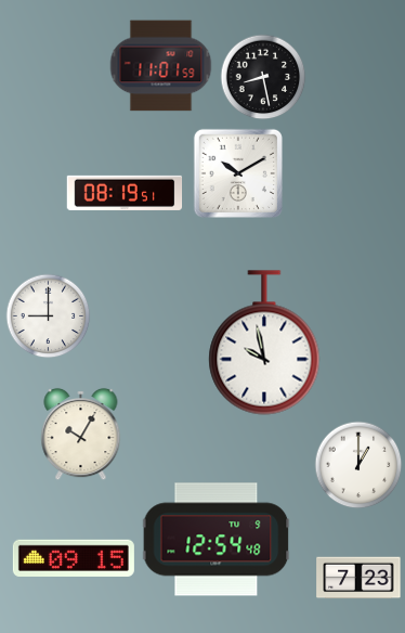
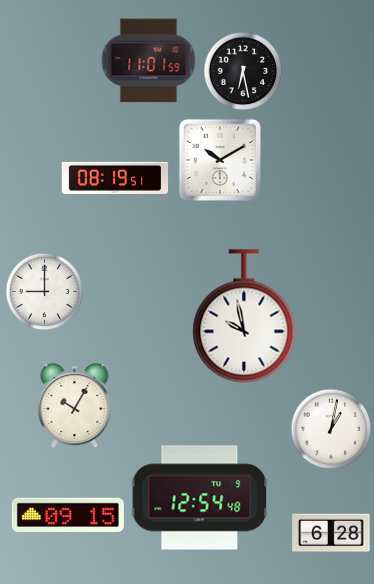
clock at (263, 77): 8:28 -> 6:28
clock at (81, 434) position: (81, 434) -> (75, 405)
clock at (358, 465): 1:00 -> 1:02
clock at (358, 578): 7:23 -> 6:28
